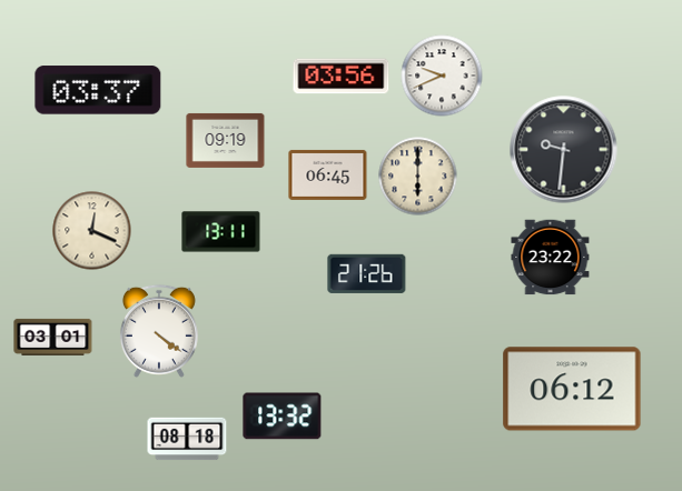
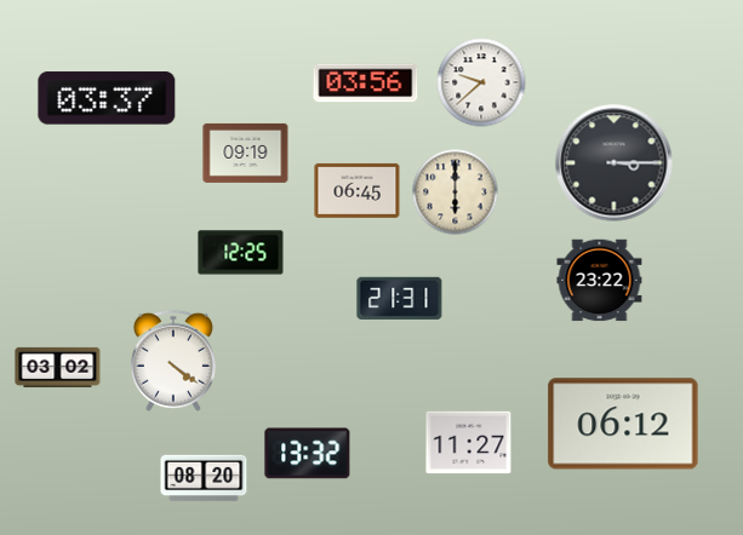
clock at (442, 76): 9:41 -> 9:38
clock at (342, 77) position: (342, 77) -> (366, 84)
clock at (564, 150): 9:31 -> 3:15
clock at (92, 231): 12:19 -> none
clock at (221, 232): 13:11 -> 12:25
clock at (367, 273): 21:26 -> 21:31
clock at (53, 337): 03:01 -> 03:02
clock at (469, 443): none -> 11:27
clock at (187, 439): 08:18 -> 08:20
